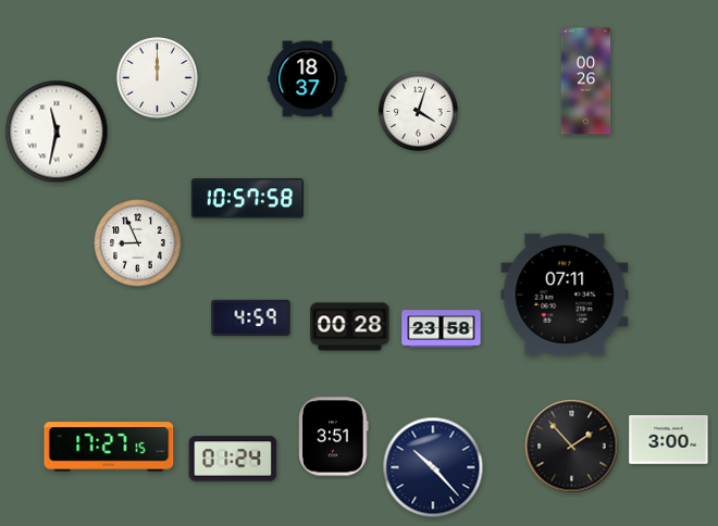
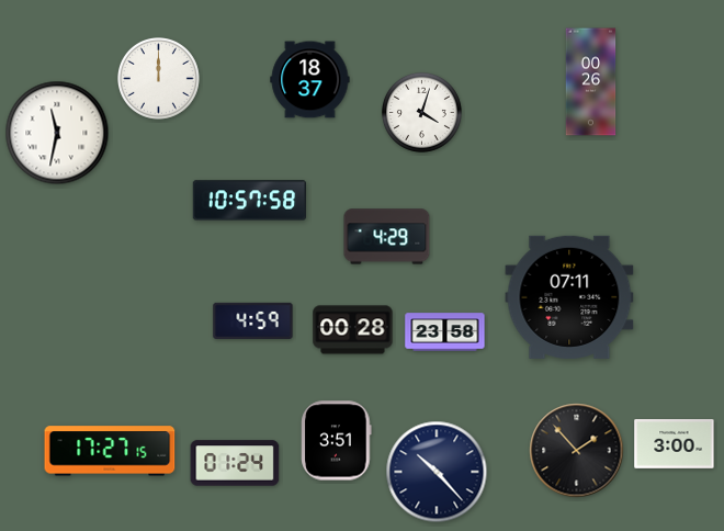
clock at (387, 237): none -> 4:29
clock at (138, 243): 8:56 -> none
